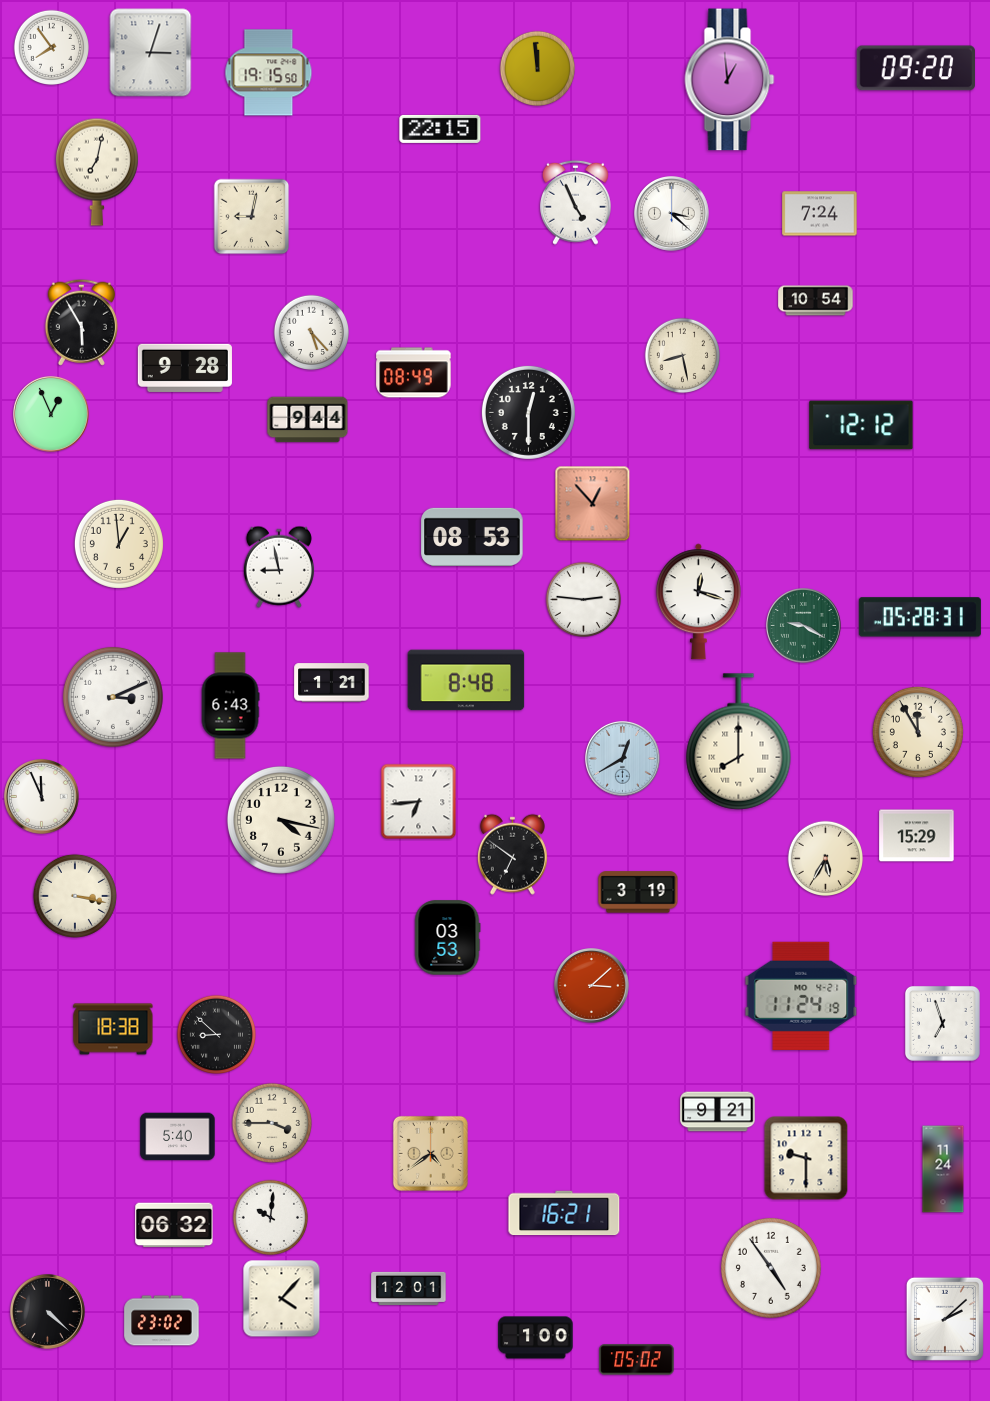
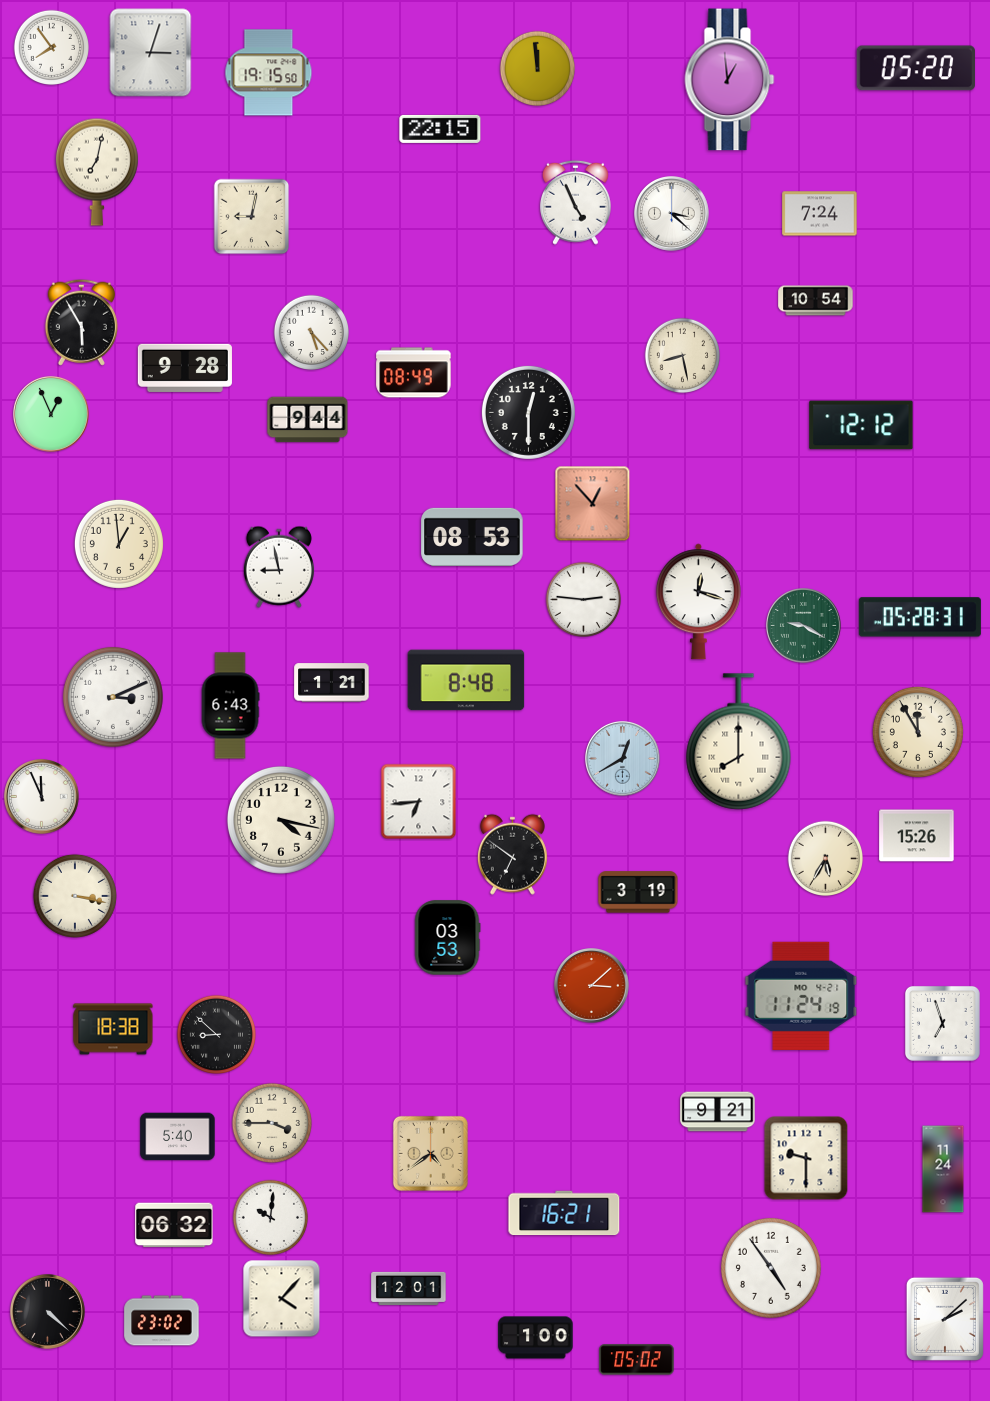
clock at (916, 68): 09:20 -> 05:20
clock at (917, 836): 15:29 -> 15:26
